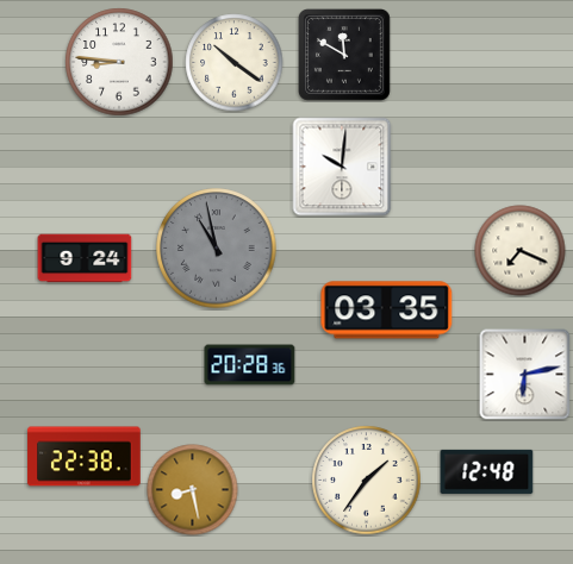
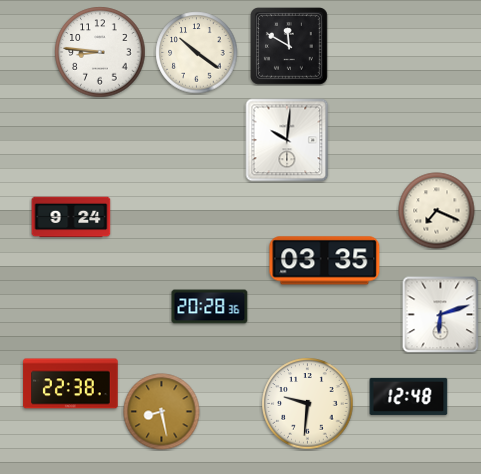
clock at (217, 249): 10:58 -> none
clock at (525, 375): 6:13 -> 6:12
clock at (367, 481): 1:36 -> 9:31
